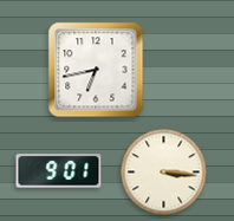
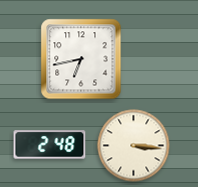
clock at (59, 171): 9:01 -> 2:48
clock at (164, 173) position: (164, 173) -> (134, 146)
